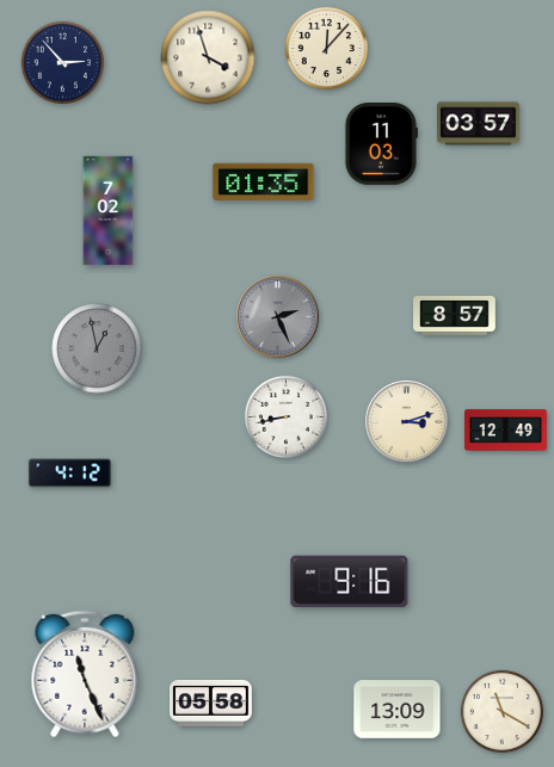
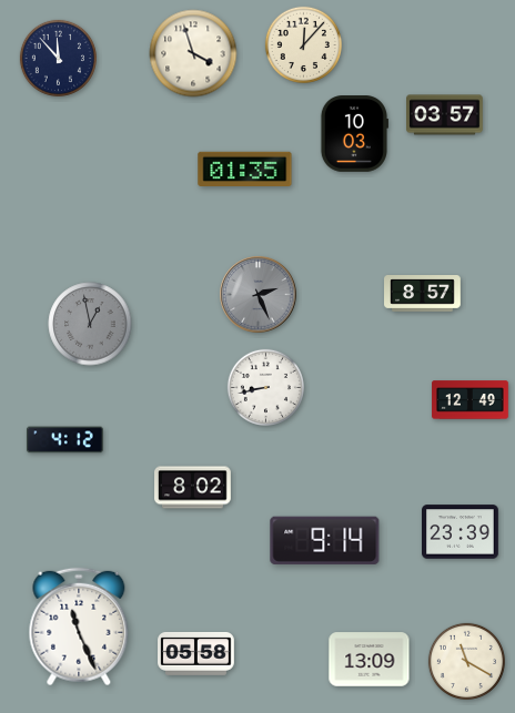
clock at (62, 62): 2:53 -> 11:53
clock at (381, 144): 11:03 -> 10:03
clock at (109, 211): 7:02 -> none
clock at (407, 422): 3:12 -> none
clock at (193, 488): none -> 8:02
clock at (461, 532): none -> 23:39
clock at (350, 581): 9:16 -> 9:14
